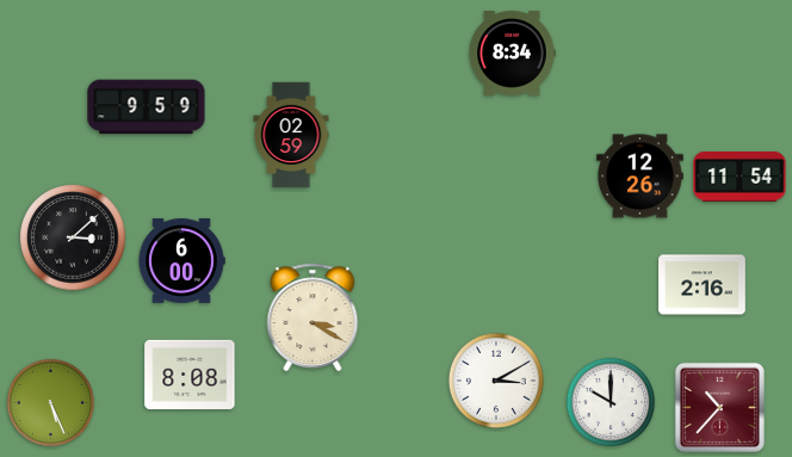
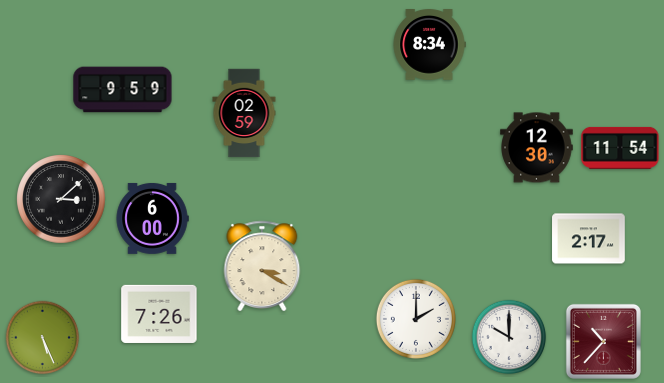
clock at (641, 177): 12:26 -> 12:30
clock at (703, 285): 2:16 -> 2:17
clock at (190, 373): 8:08 -> 7:26
clock at (496, 381): 3:10 -> 2:00
clock at (611, 402) position: (611, 402) -> (509, 337)
